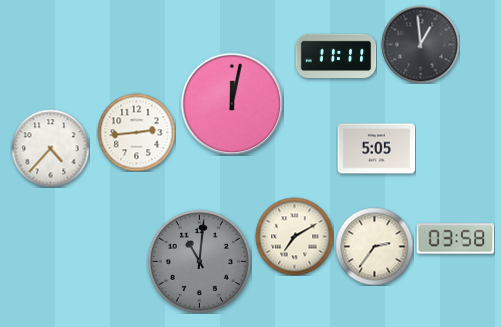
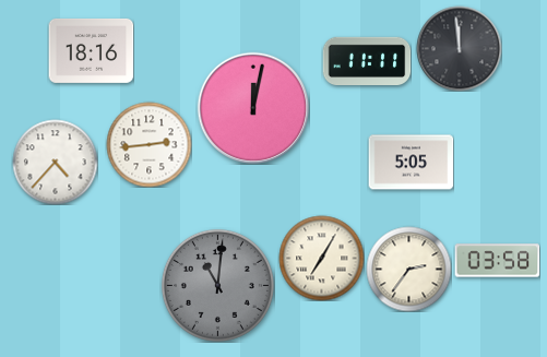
clock at (420, 44): 12:59 -> 11:59
clock at (91, 50): none -> 18:16
clock at (231, 103) position: (231, 103) -> (252, 107)
clock at (294, 236): 7:10 -> 7:05
